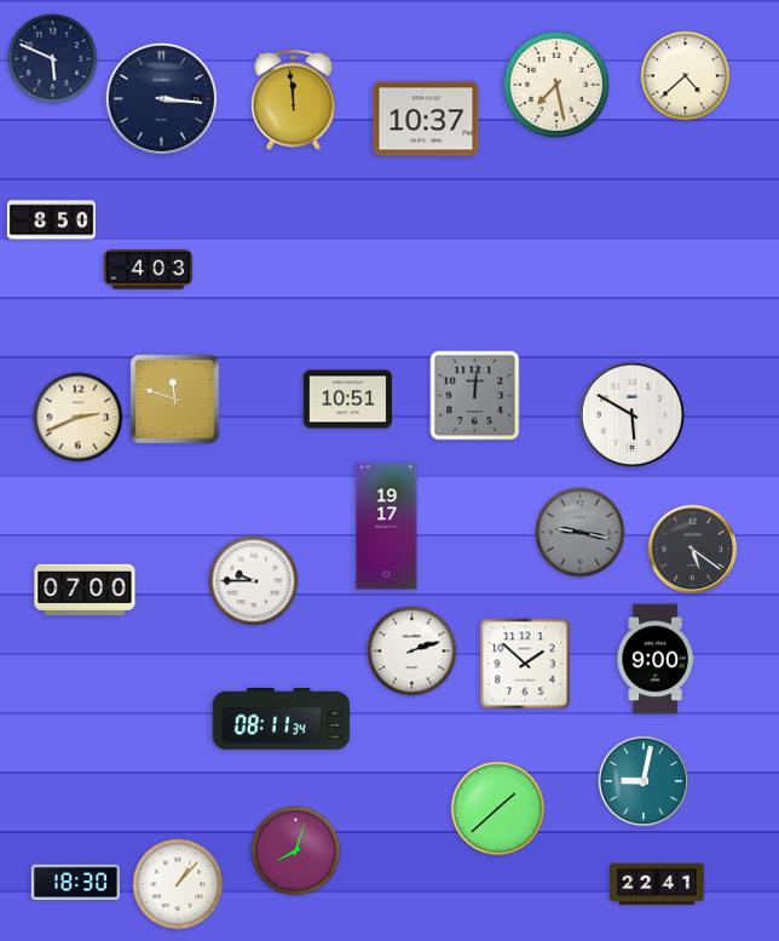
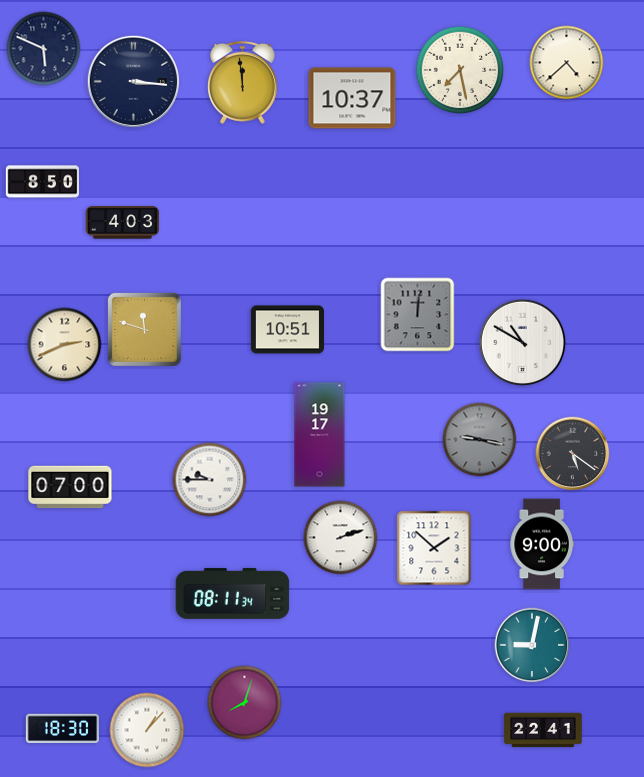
clock at (475, 396) position: (475, 396) -> (418, 315)
clock at (633, 415): 5:50 -> 10:50
clock at (498, 809): 1:38 -> none
